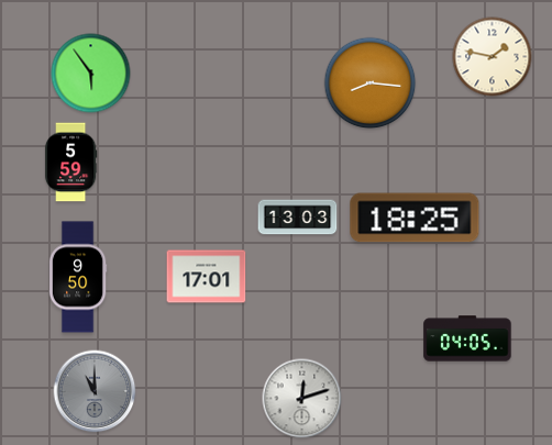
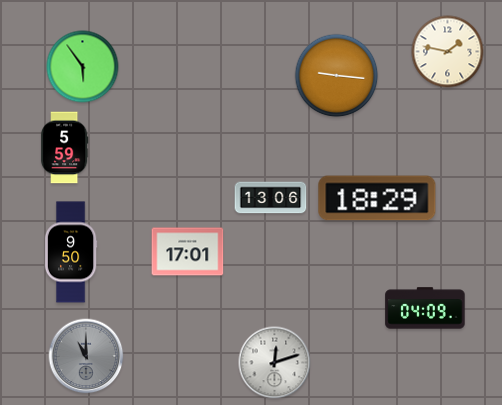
clock at (371, 84): 8:16 -> 9:16
clock at (298, 218): 13:03 -> 13:06
clock at (415, 218): 18:25 -> 18:29
clock at (467, 338): 04:05 -> 04:09
